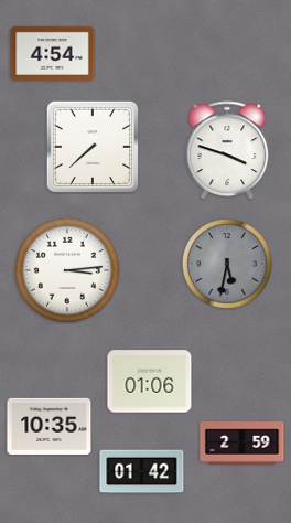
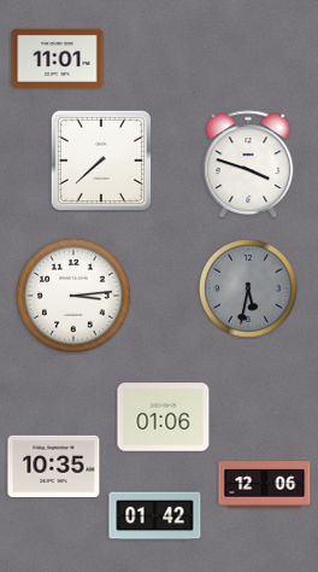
clock at (53, 53): 4:54 -> 11:01
clock at (242, 444): 2:59 -> 12:06
